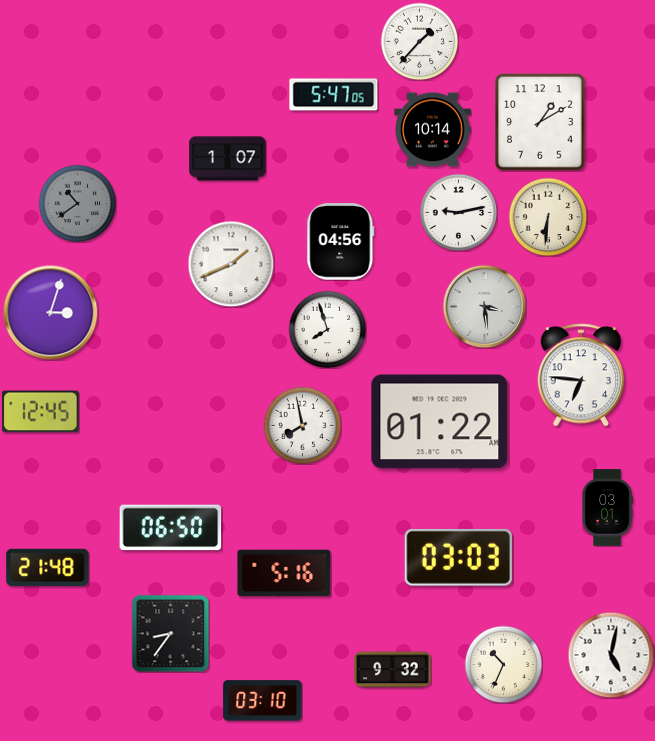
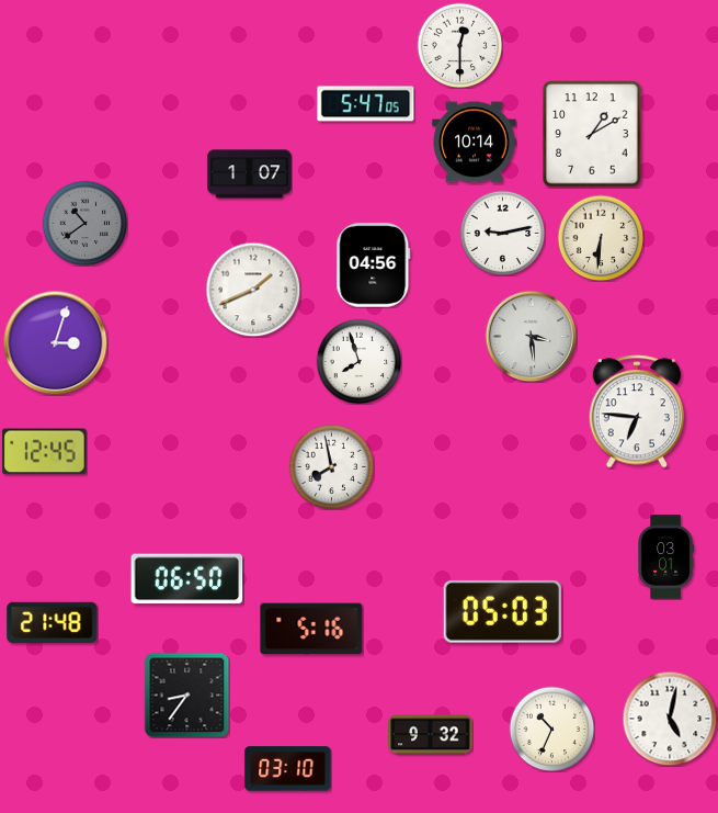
clock at (419, 41): 1:37 -> 12:30
clock at (440, 422): 01:22 -> none
clock at (458, 557): 03:03 -> 05:03
